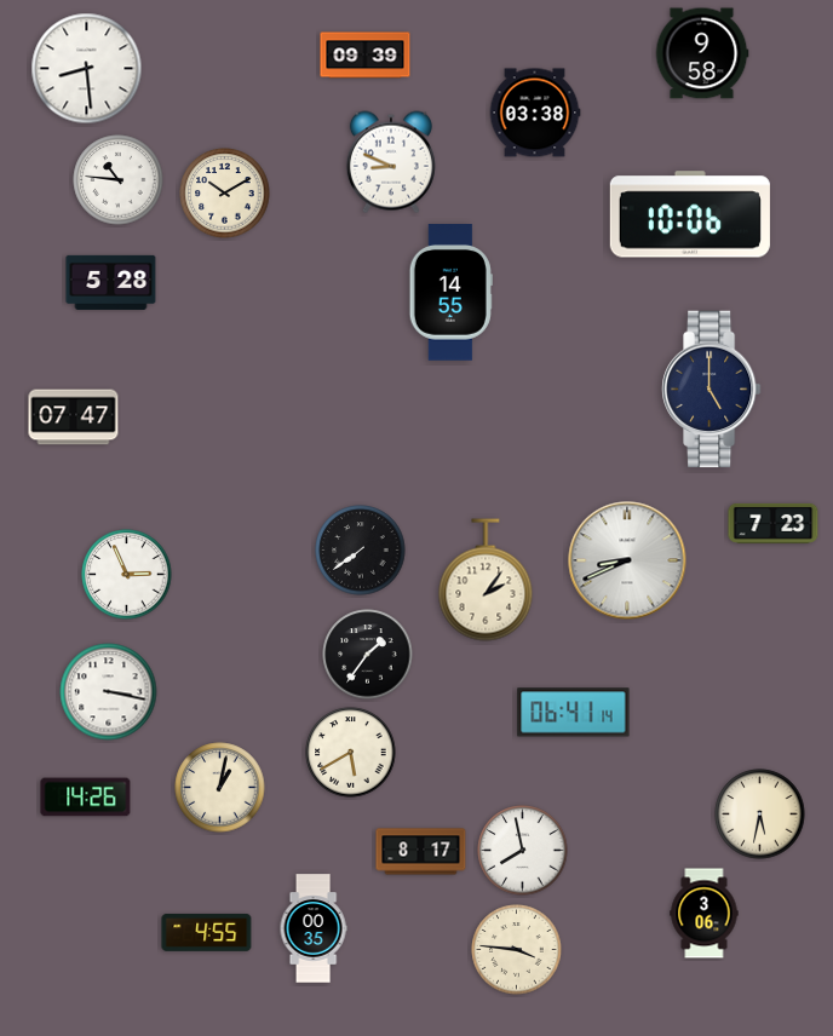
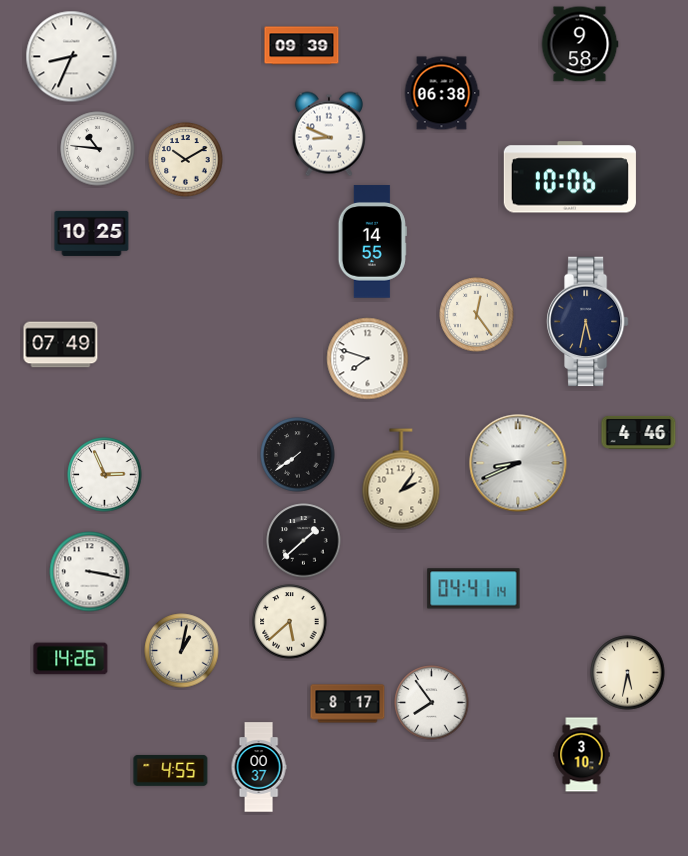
clock at (87, 69): 8:29 -> 8:34
clock at (535, 113): 03:38 -> 06:38
clock at (391, 162) position: (391, 162) -> (329, 134)
clock at (111, 282): 5:28 -> 10:25
clock at (477, 315): none -> 12:24
clock at (712, 390): 5:00 -> 5:32
clock at (74, 418): 07:47 -> 07:49
clock at (368, 359): none -> 7:48
clock at (774, 523): 7:23 -> 4:46
clock at (368, 655): 1:36 -> 1:38
clock at (574, 713): 06:41 -> 04:41
clock at (351, 753): 5:40 -> 5:38
clock at (523, 851): 7:58 -> 7:54
clock at (705, 914): 3:06 -> 3:10
clock at (314, 928): 00:35 -> 00:37
clock at (517, 950): 3:46 -> none
